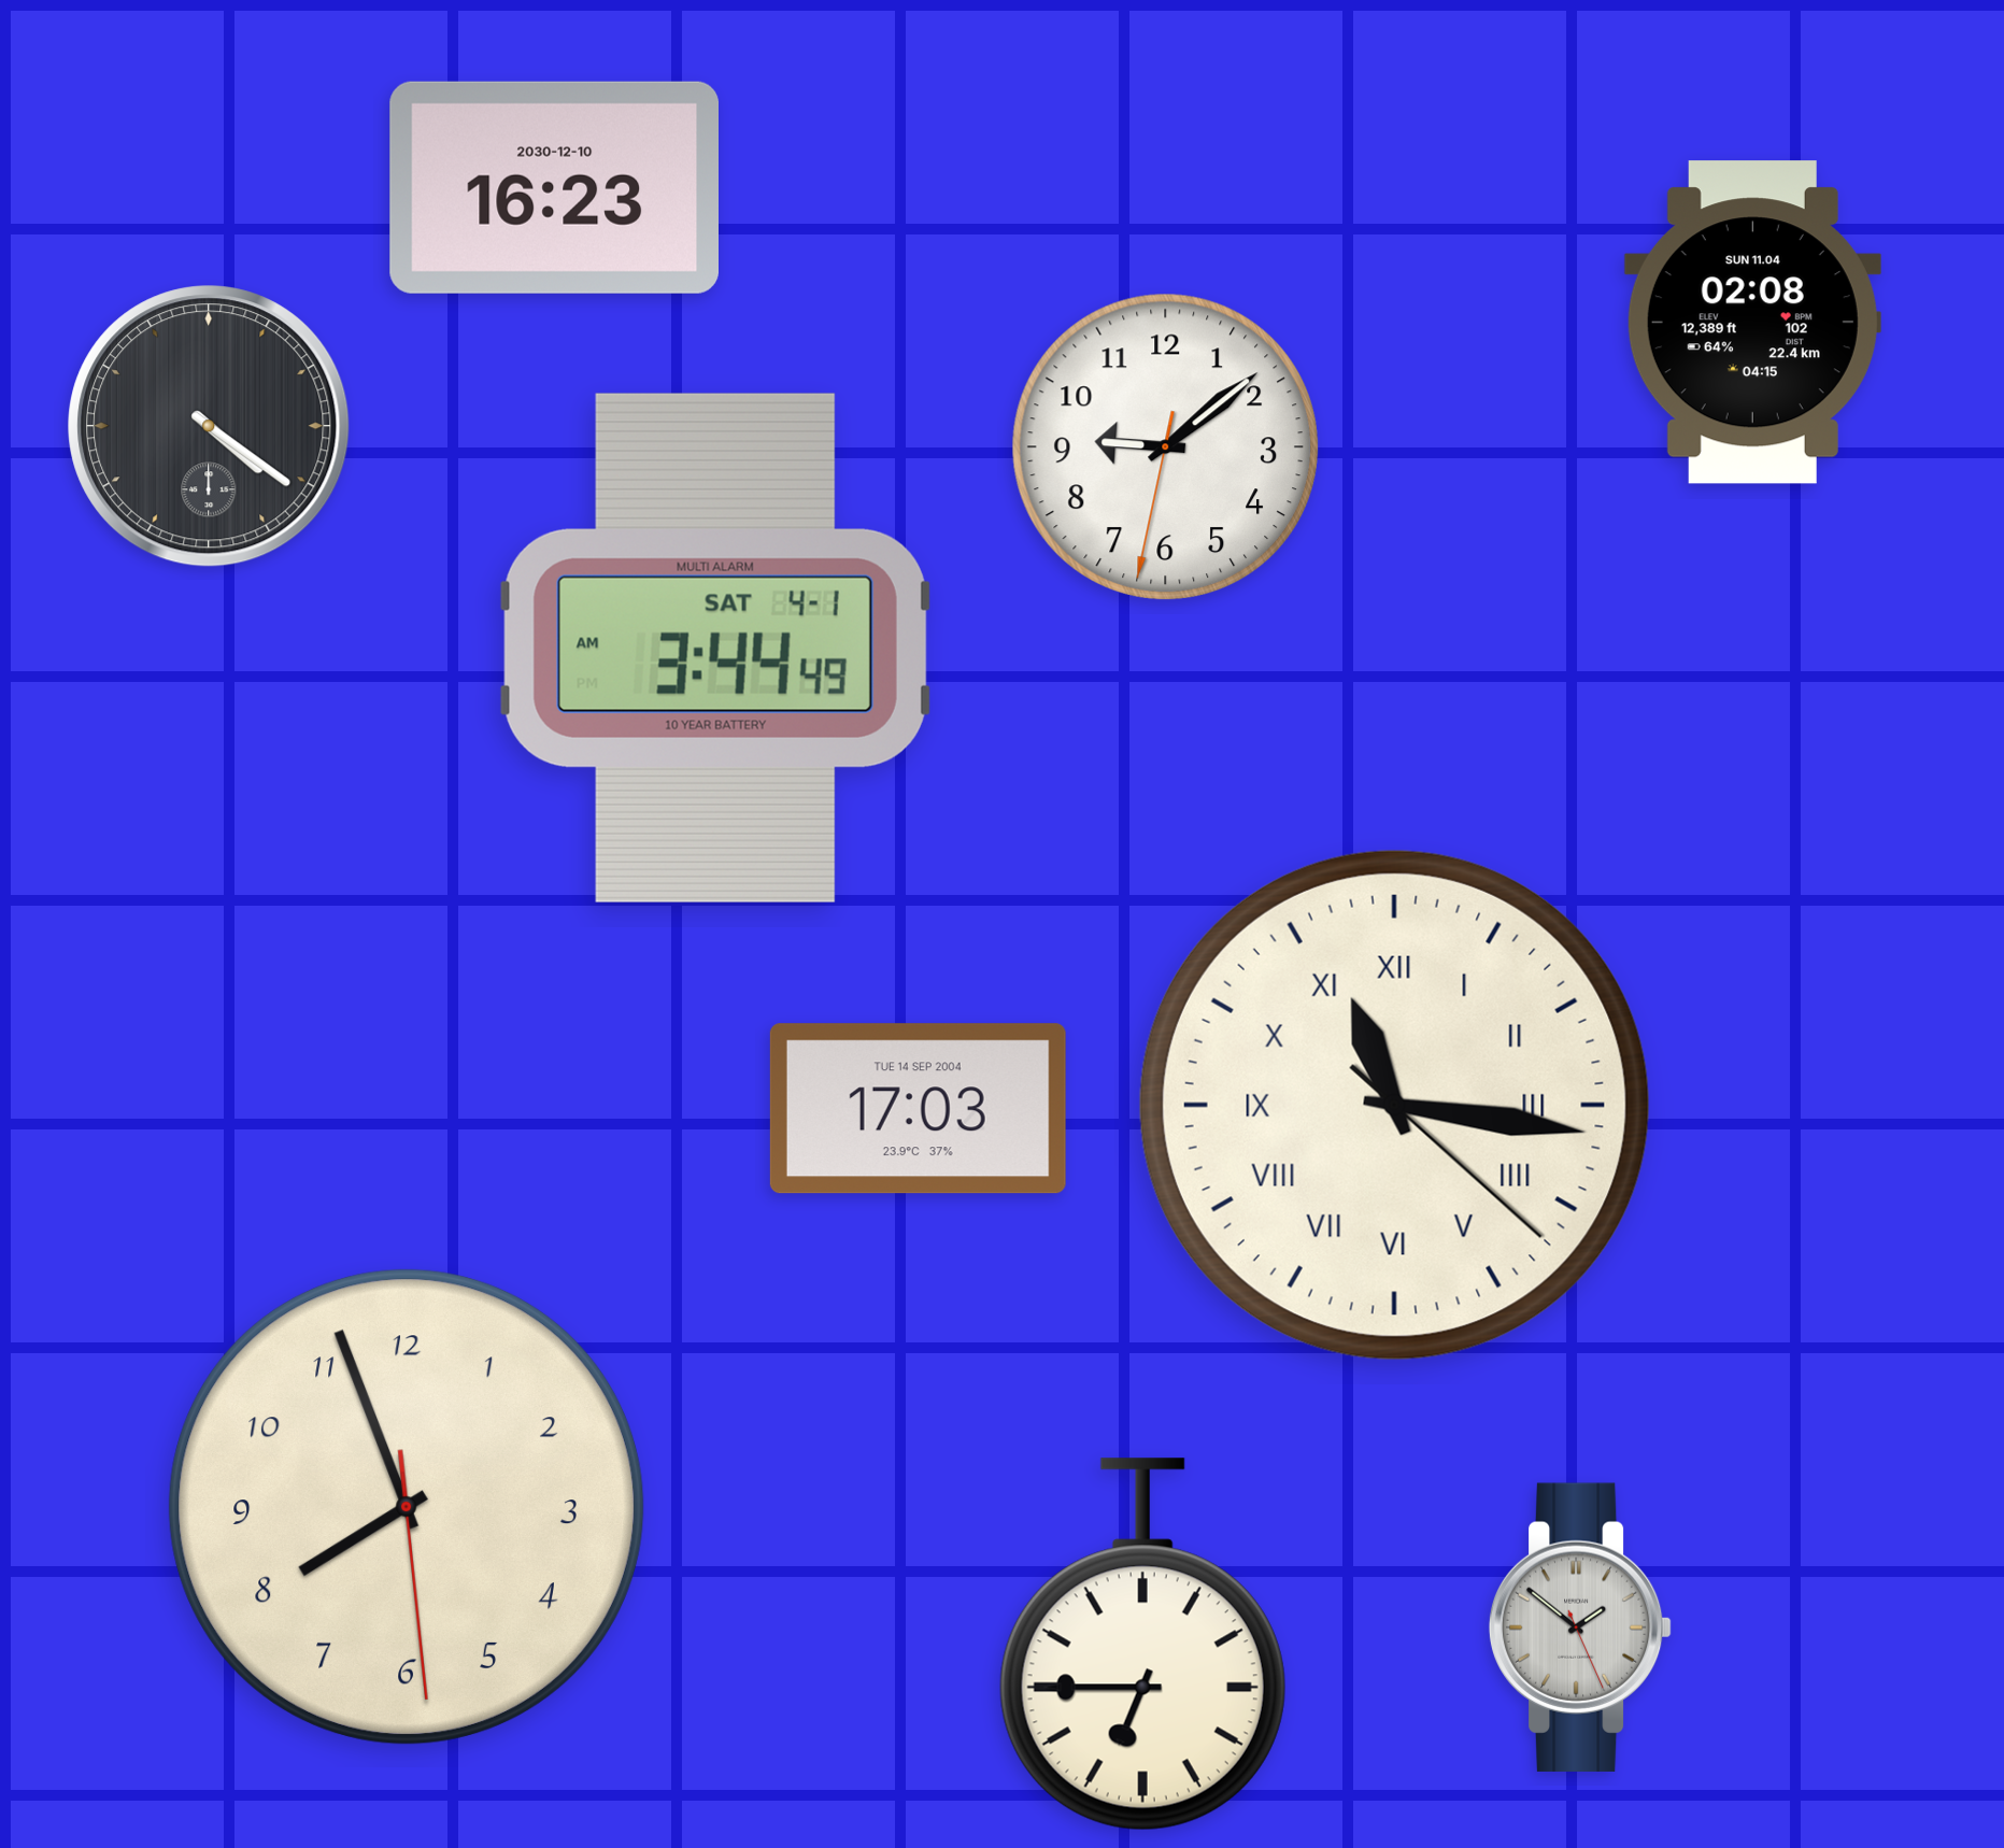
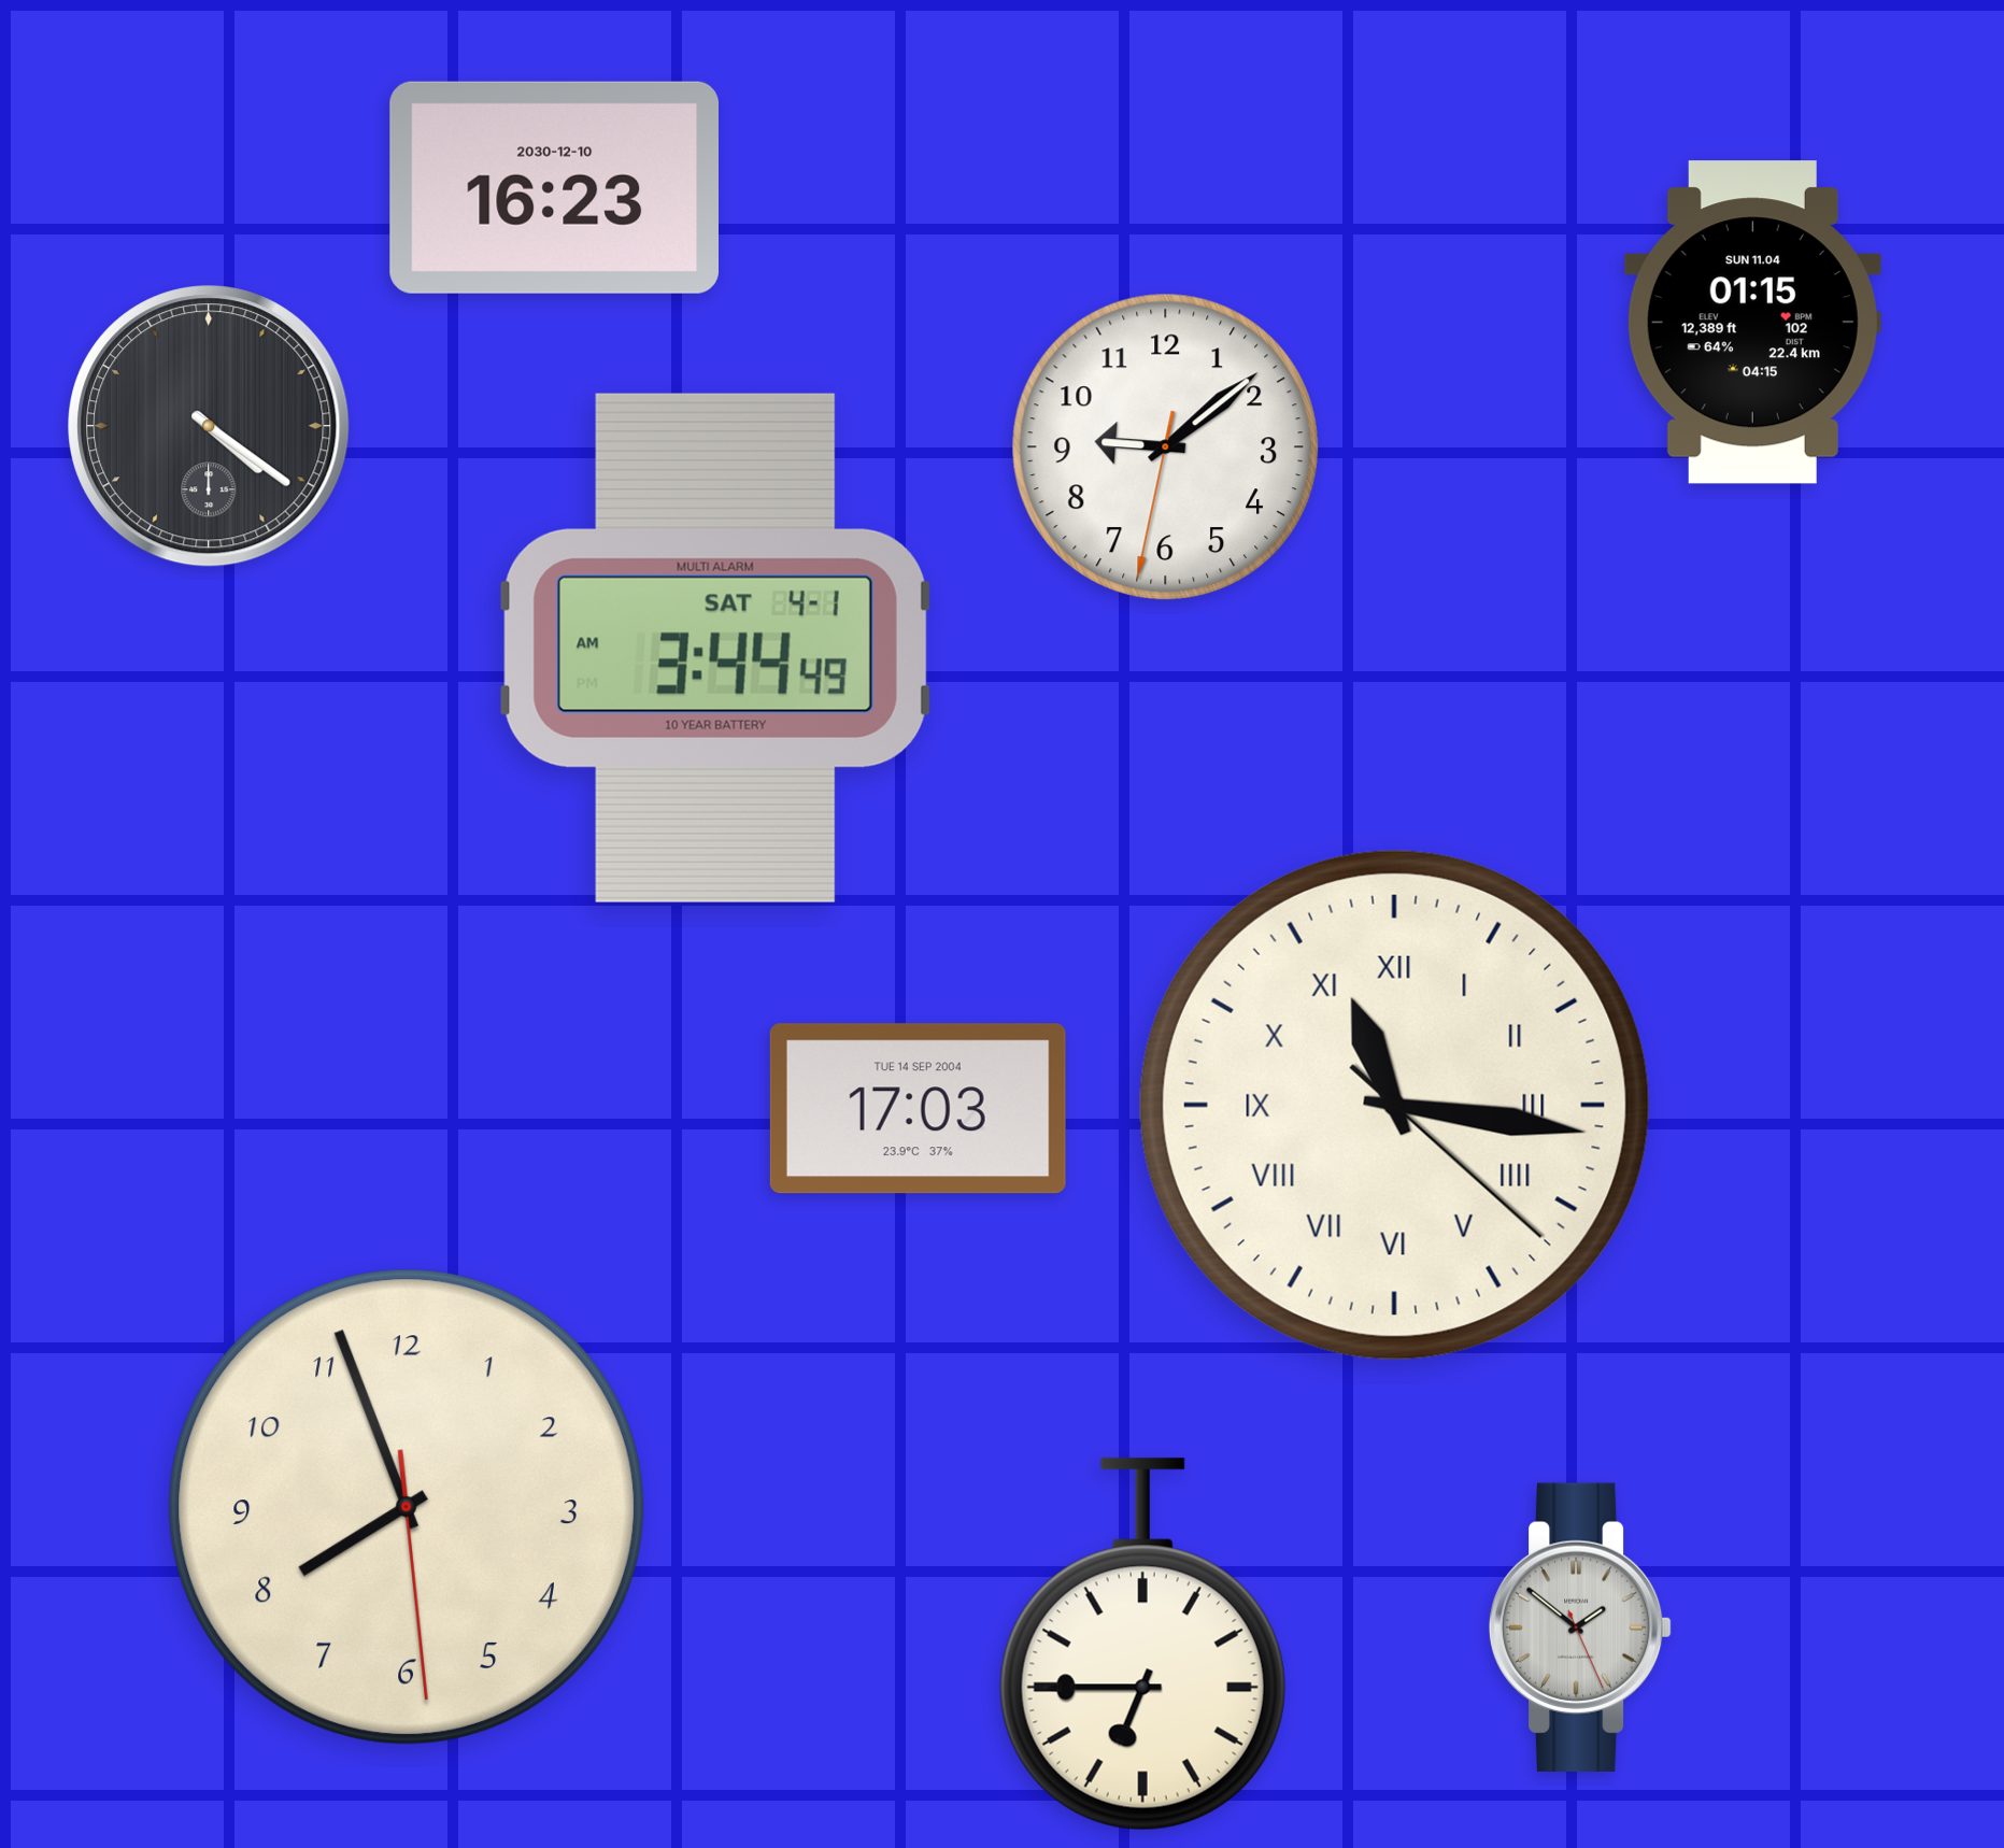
clock at (1752, 323): 02:08 -> 01:15
